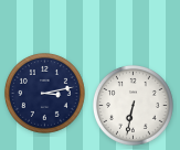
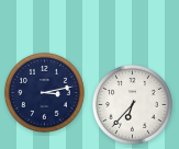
clock at (133, 105): 6:32 -> 6:37
